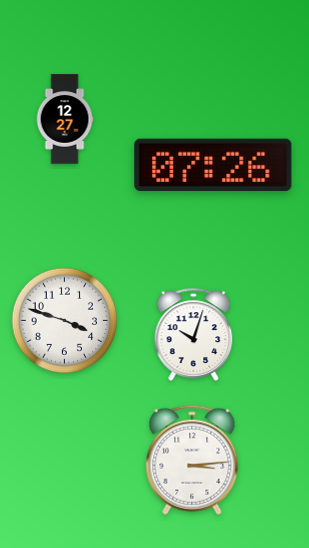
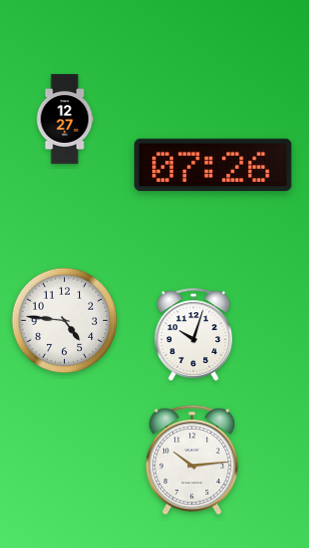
clock at (65, 321): 3:48 -> 4:46
clock at (192, 460): 3:14 -> 10:14
